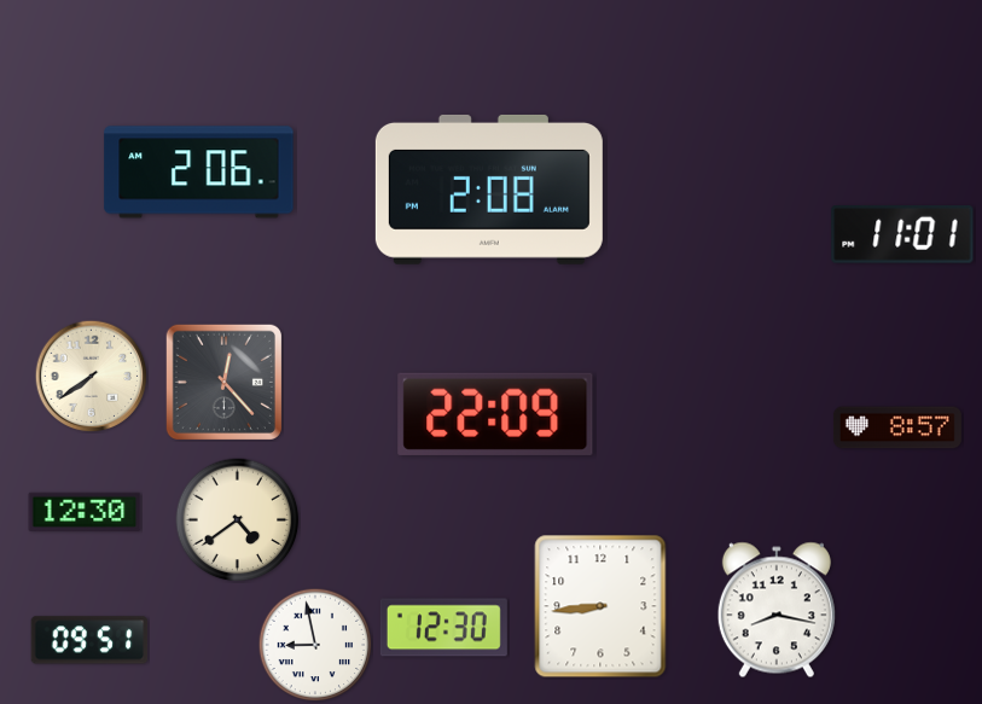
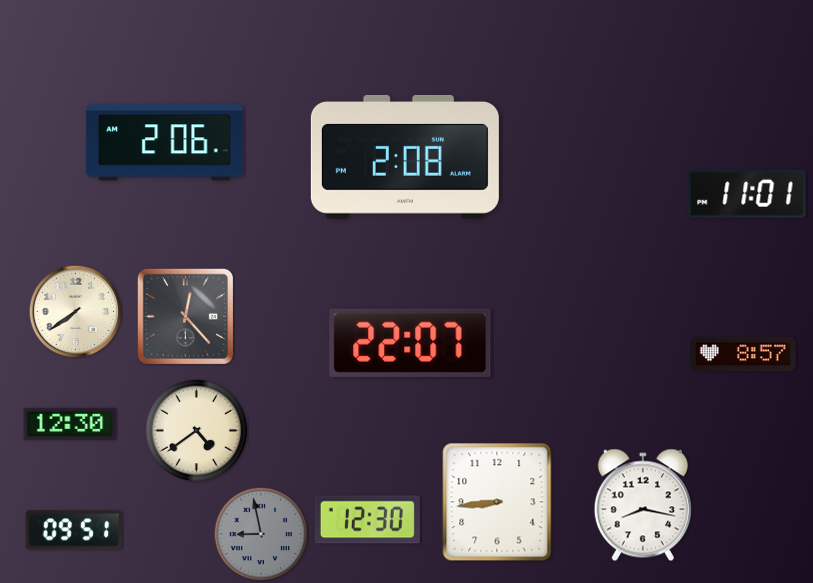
clock at (495, 414): 22:09 -> 22:07
clock at (315, 645) dial: white -> grey
